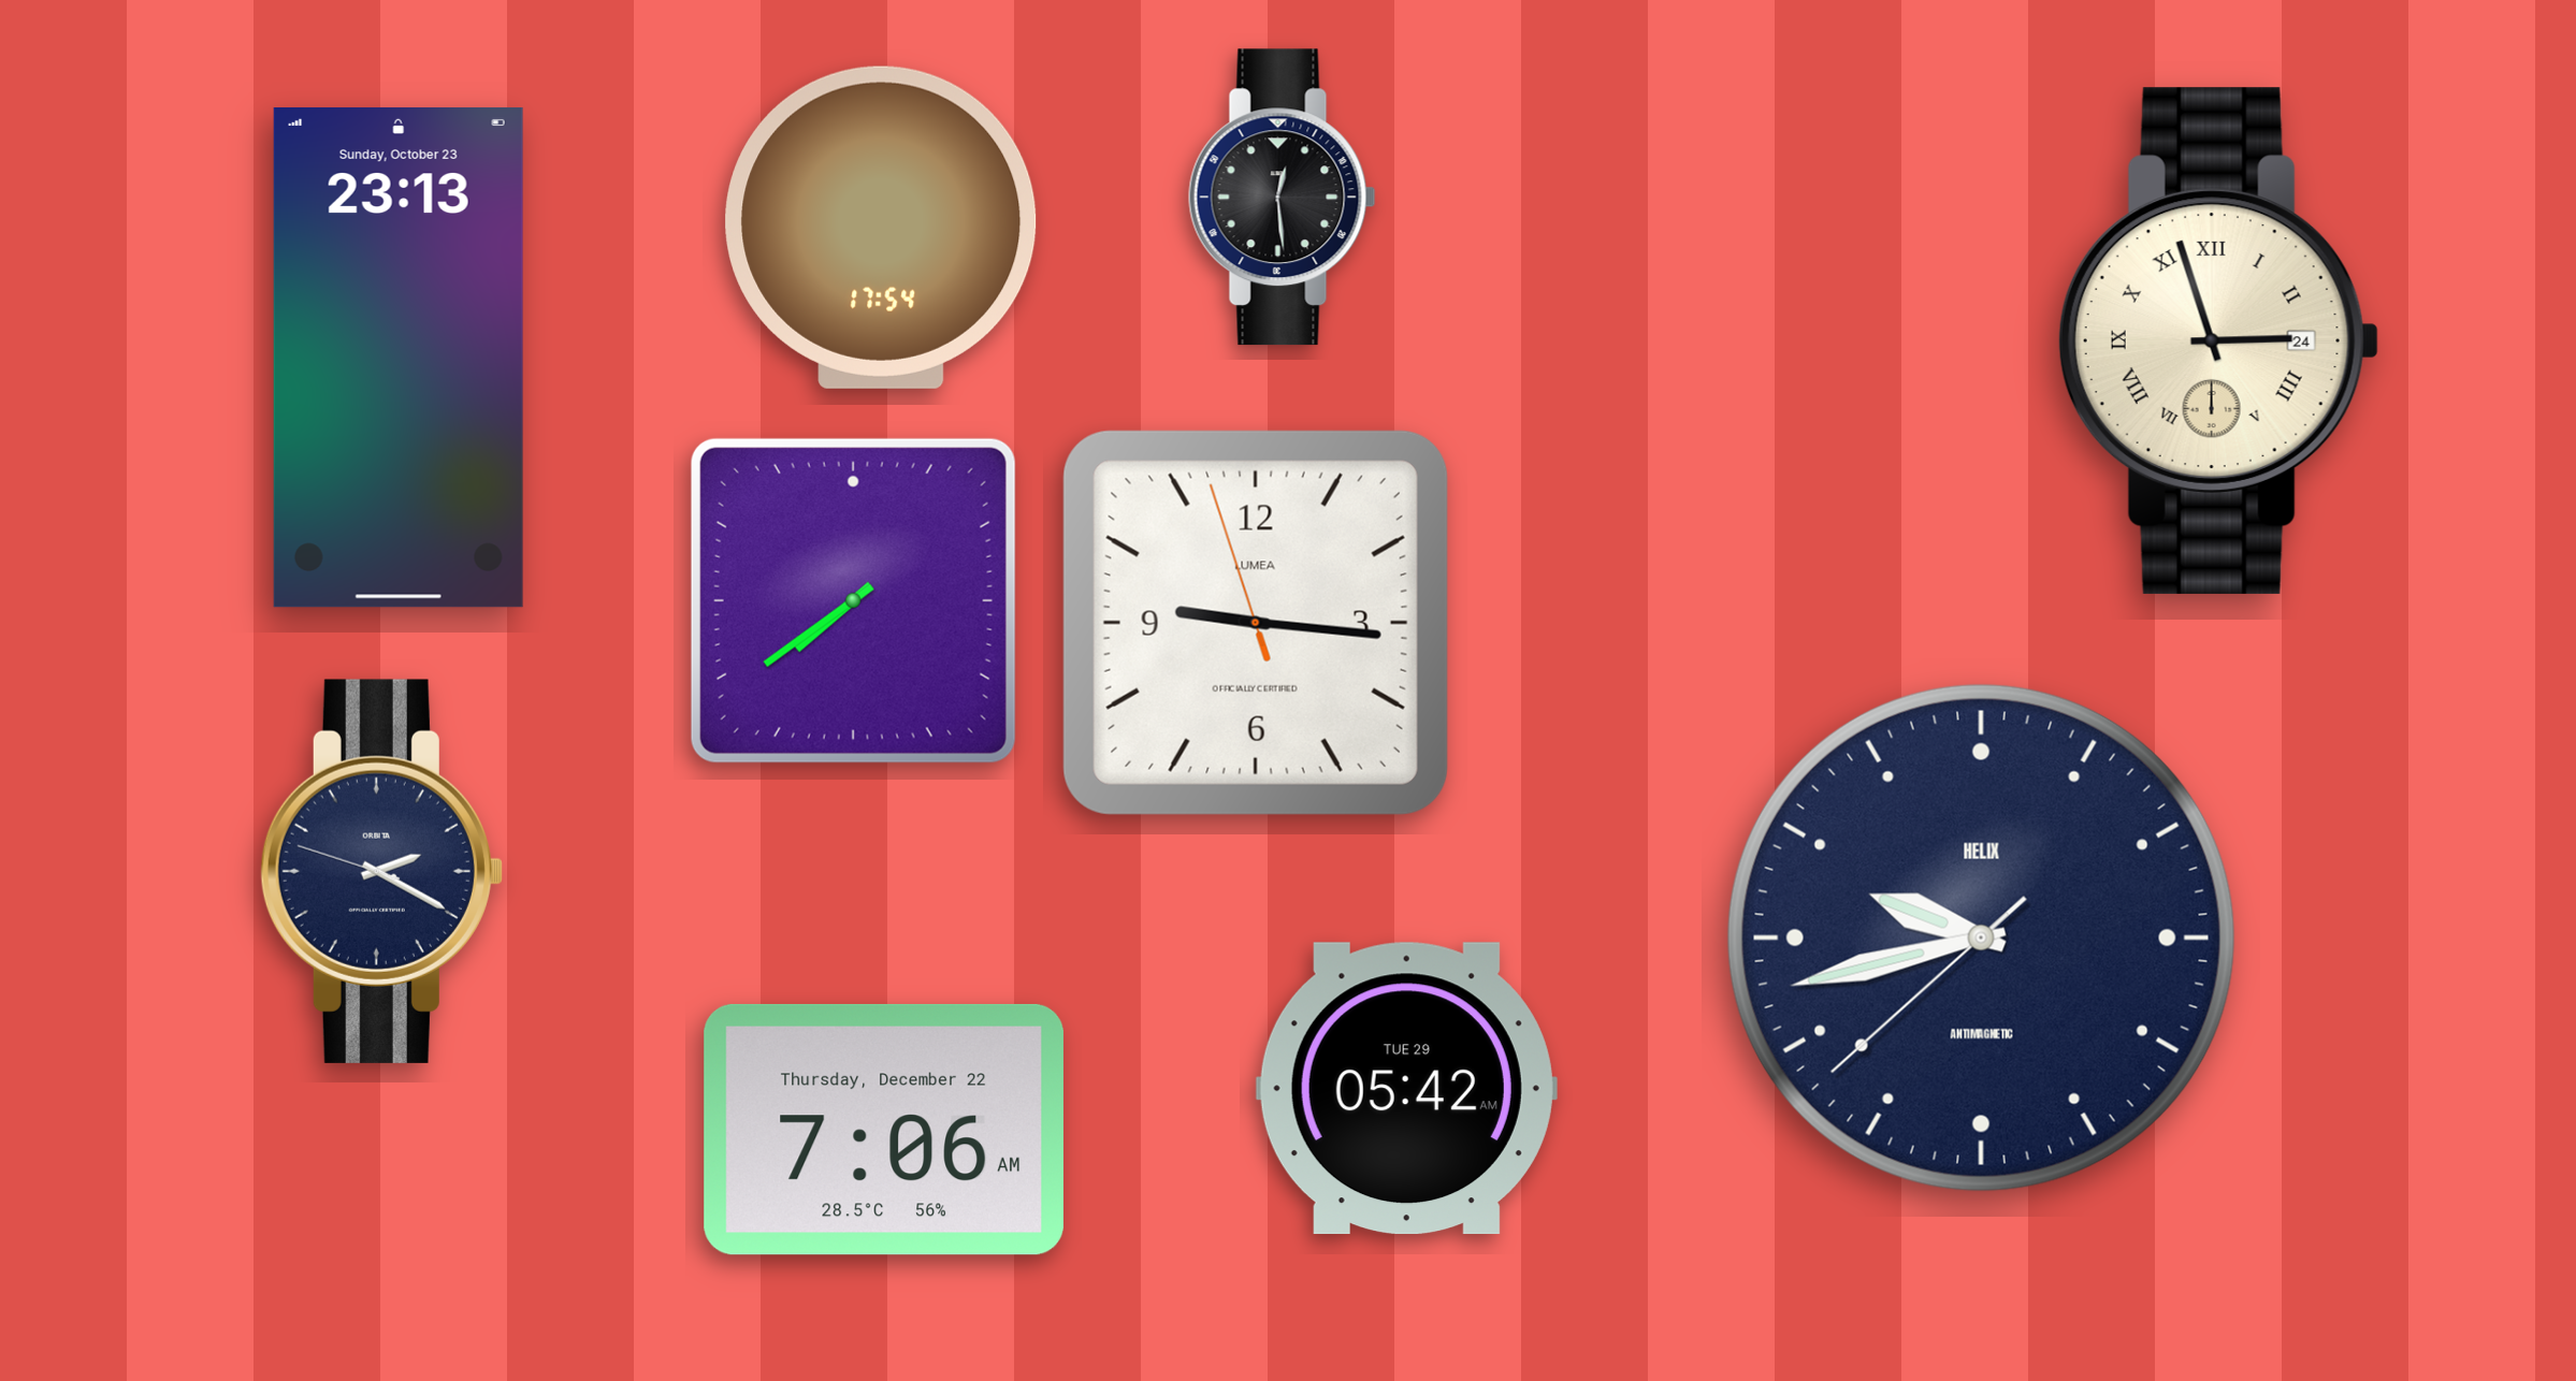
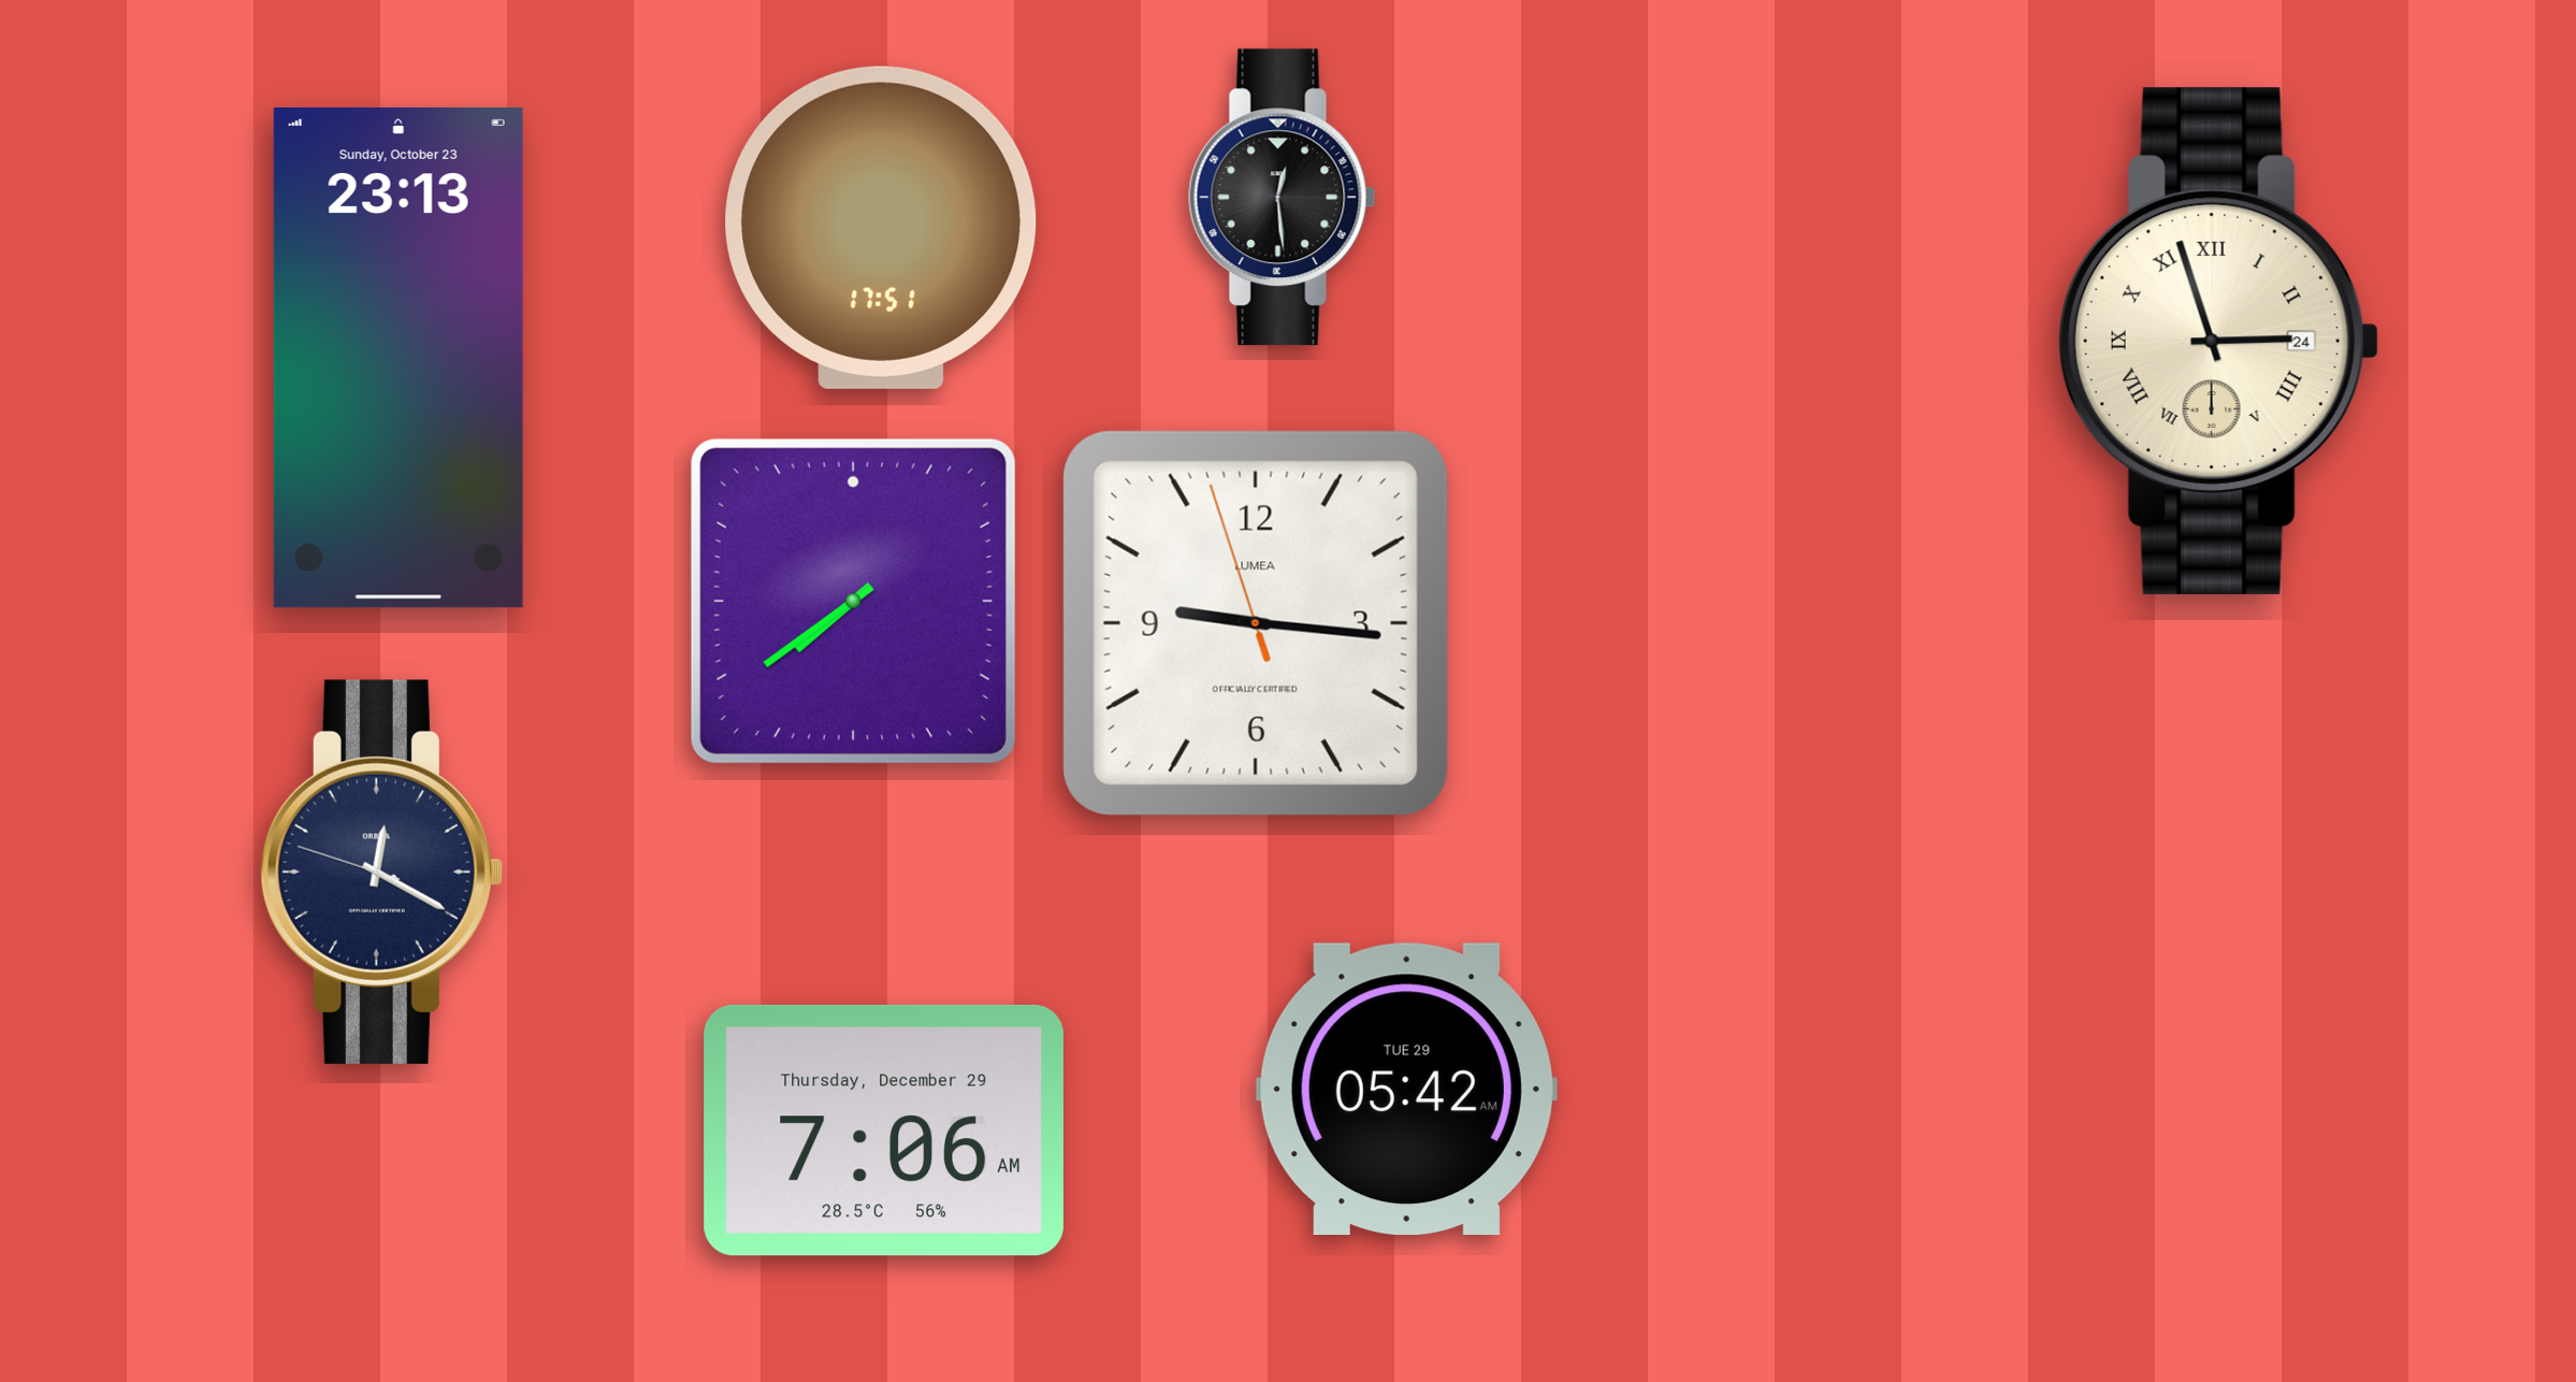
clock at (881, 228): 17:54 -> 17:51
clock at (381, 871): 2:19 -> 12:19
clock at (1981, 937): 9:42 -> none
clock at (884, 1130) date: Thursday, December 22 -> Thursday, December 29
